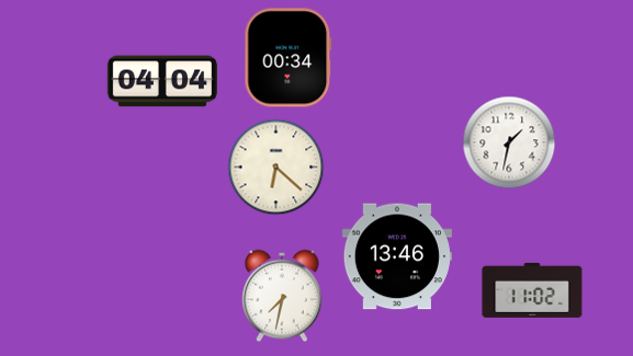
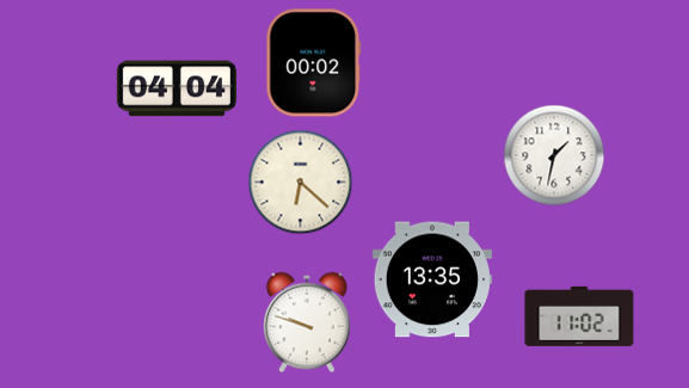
clock at (289, 58): 00:34 -> 00:02
clock at (397, 256): 13:46 -> 13:35
clock at (282, 296): 7:32 -> 9:48
